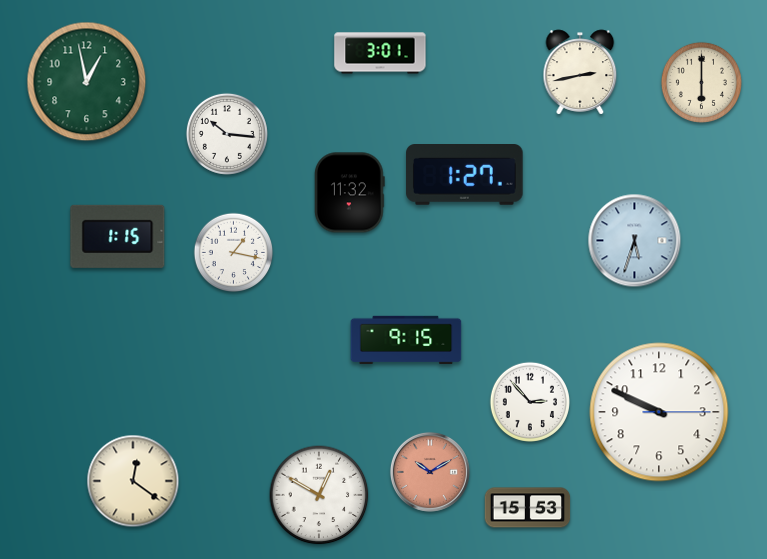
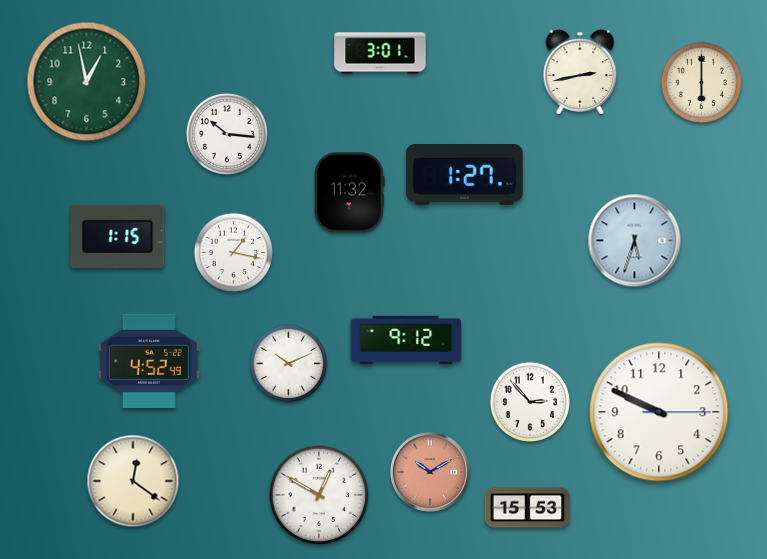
clock at (406, 340): 9:15 -> 9:12
clock at (149, 361): none -> 4:52
clock at (289, 364): none -> 10:11
